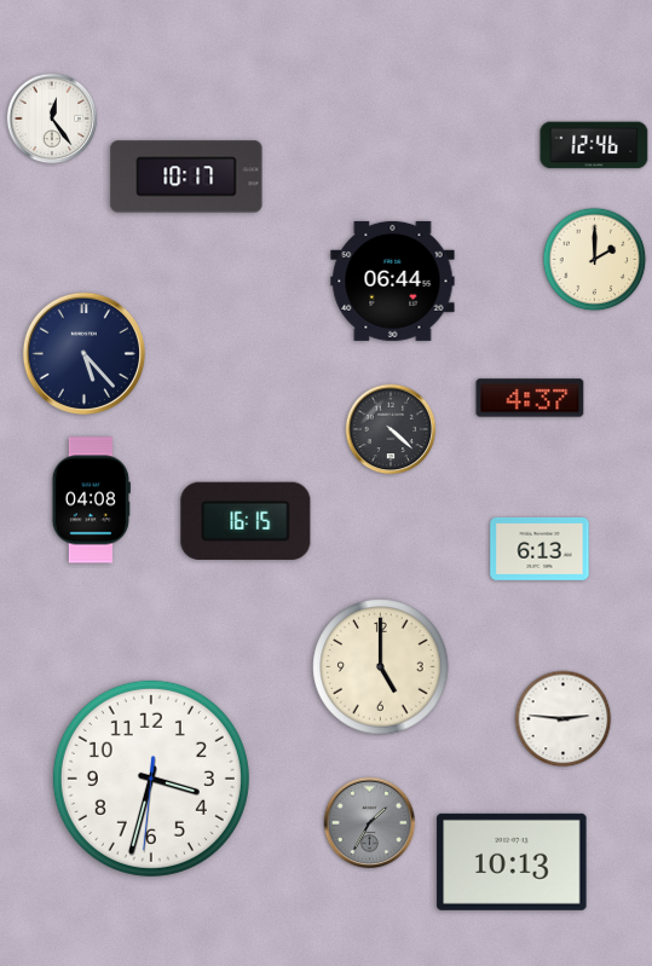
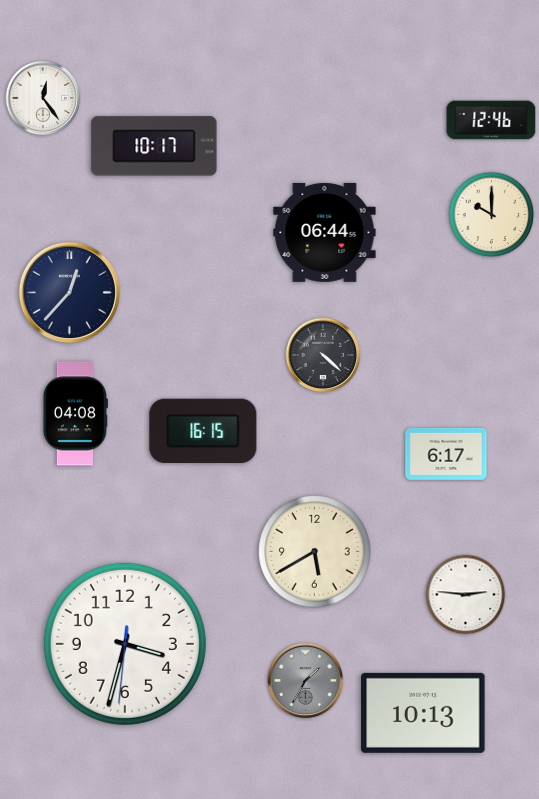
clock at (595, 260): 2:00 -> 10:00
clock at (83, 353): 5:23 -> 12:37
clock at (530, 398): 4:37 -> none
clock at (540, 549): 6:13 -> 6:17
clock at (381, 667): 5:00 -> 5:40
